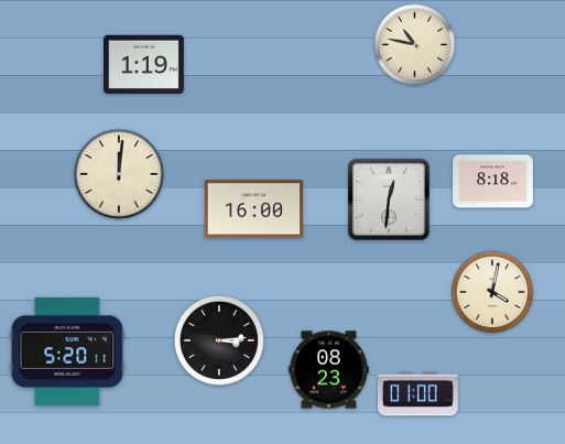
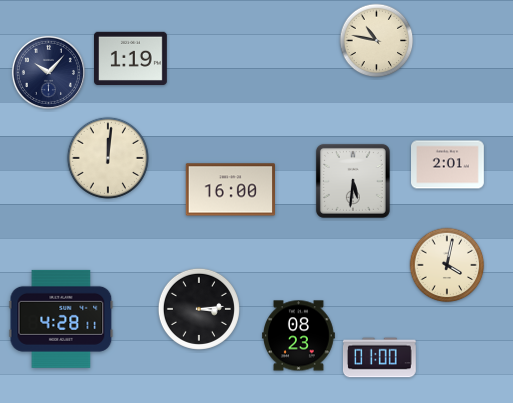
clock at (48, 72): none -> 10:07
clock at (493, 182): 8:18 -> 2:01
clock at (389, 199): 12:31 -> 5:31
clock at (67, 351): 5:20 -> 4:28
